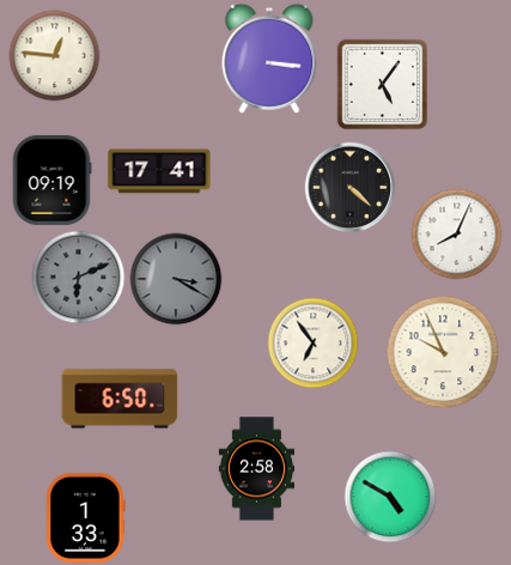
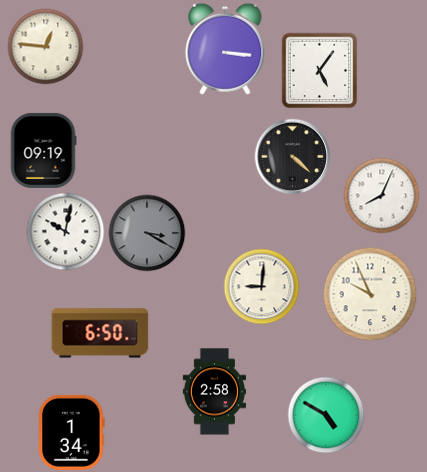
clock at (159, 171): 17:41 -> none
clock at (79, 278): 6:11 -> 10:02
clock at (79, 278) dial: grey -> white
clock at (314, 344): 6:54 -> 9:01
clock at (86, 517): 1:33 -> 1:34
